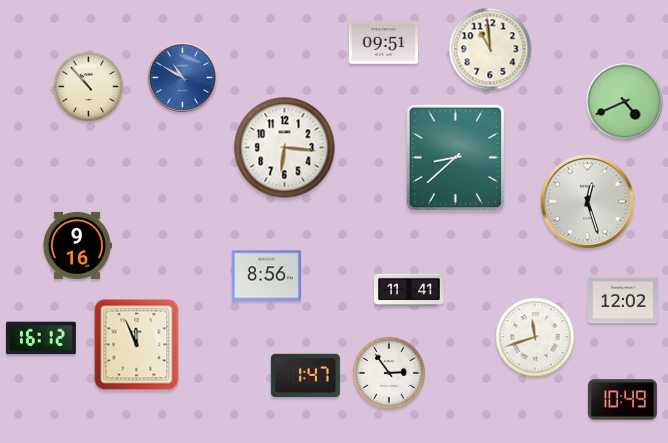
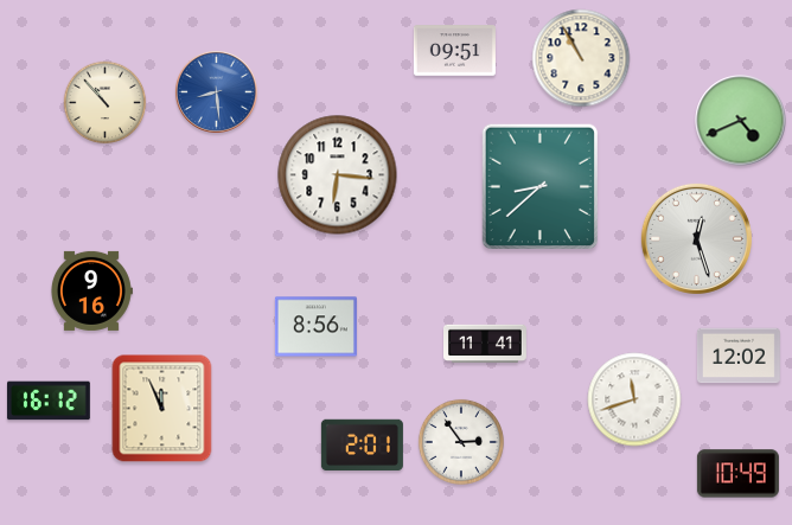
clock at (490, 49): 10:59 -> 10:55
clock at (183, 78): 10:50 -> 8:29
clock at (305, 376): 1:47 -> 2:01
